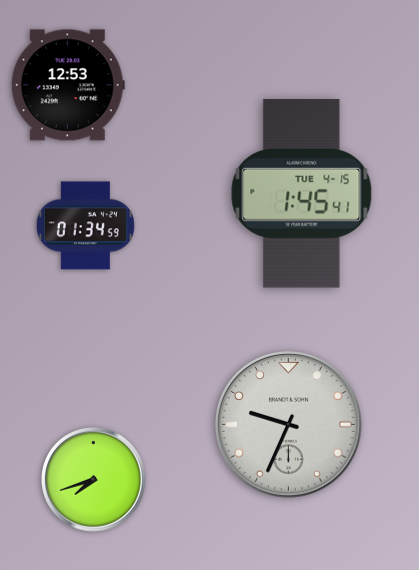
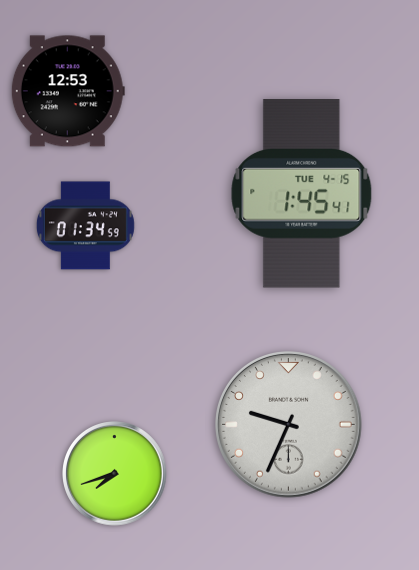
clock at (68, 85) position: (68, 85) -> (68, 91)
clock at (94, 480) position: (94, 480) -> (115, 474)
